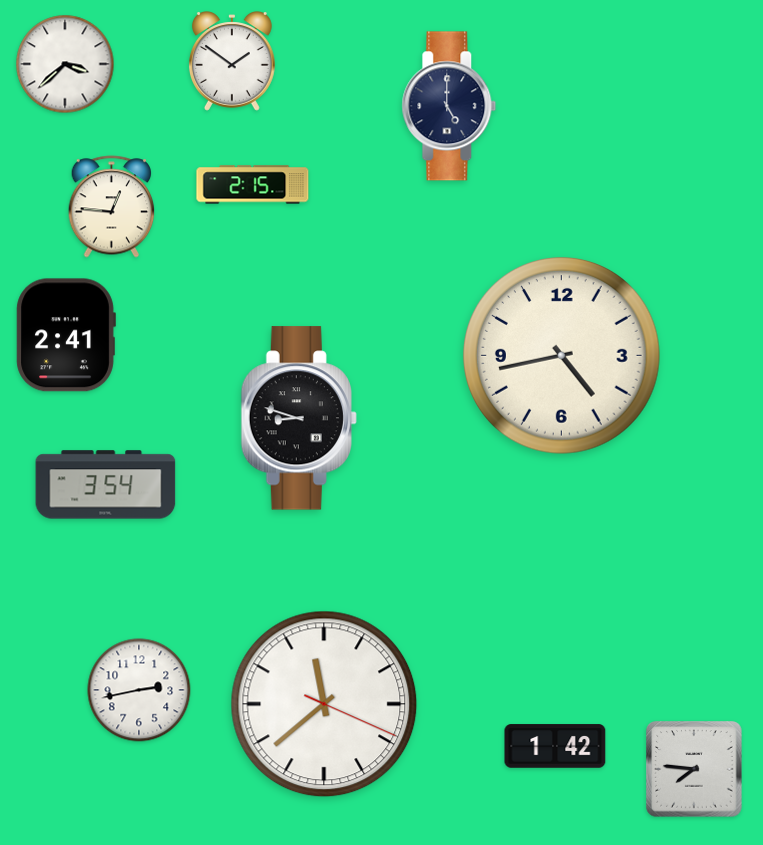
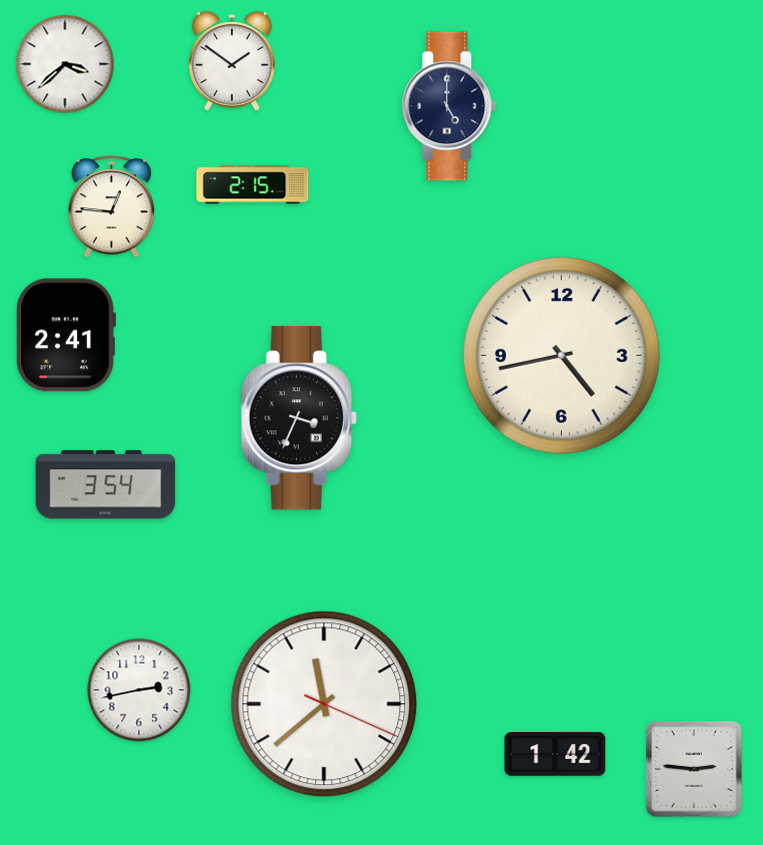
clock at (299, 418): 8:48 -> 3:34
clock at (555, 746) position: (555, 746) -> (555, 754)
clock at (694, 769): 7:46 -> 2:46
